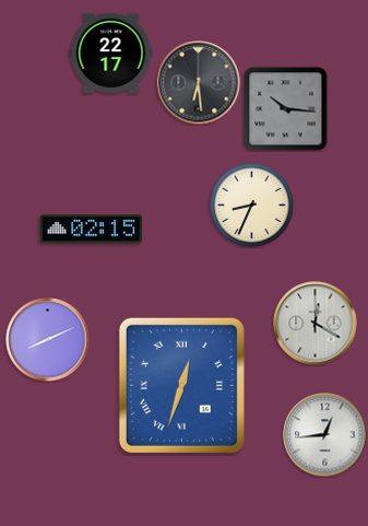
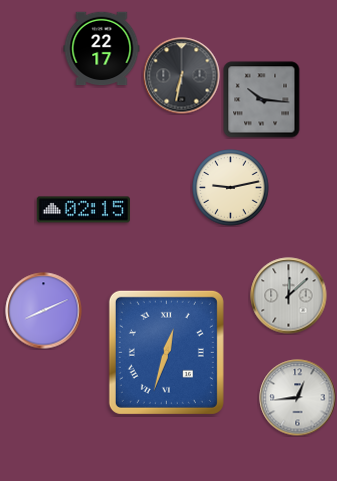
clock at (199, 83): 6:29 -> 6:32
clock at (252, 206): 8:34 -> 9:13
clock at (316, 324): 12:20 -> 12:08
